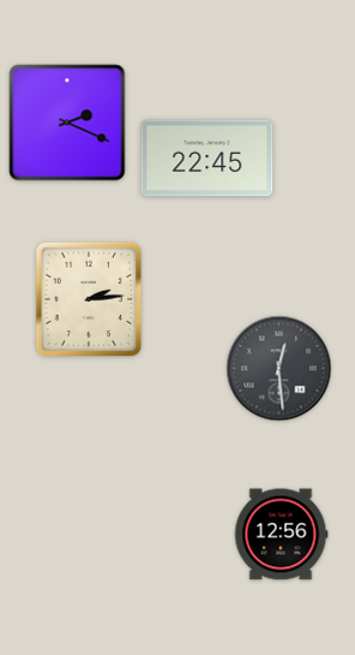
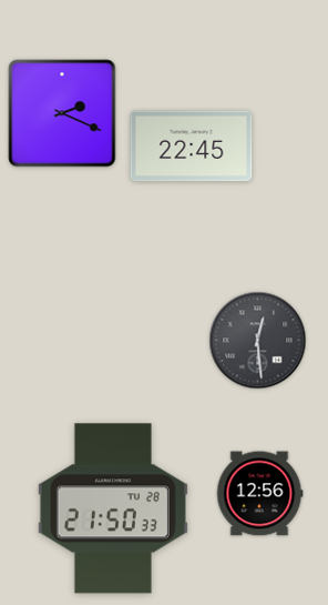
clock at (89, 299): 2:14 -> none
clock at (113, 508): none -> 21:50
